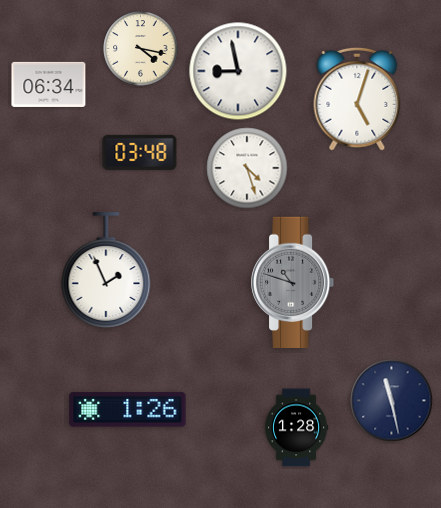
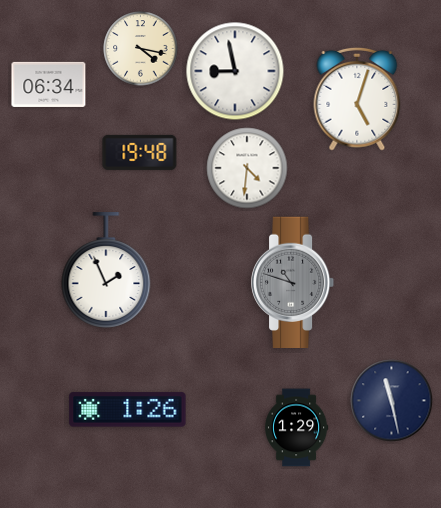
clock at (238, 71) position: (238, 71) -> (235, 71)
clock at (140, 152): 03:48 -> 19:48
clock at (247, 168): 4:27 -> 4:31
clock at (296, 428): 1:28 -> 1:29
